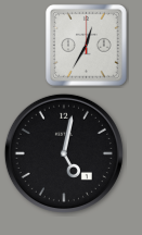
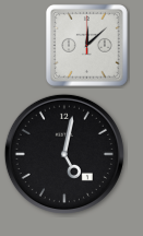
clock at (86, 45): 12:35 -> 12:08
